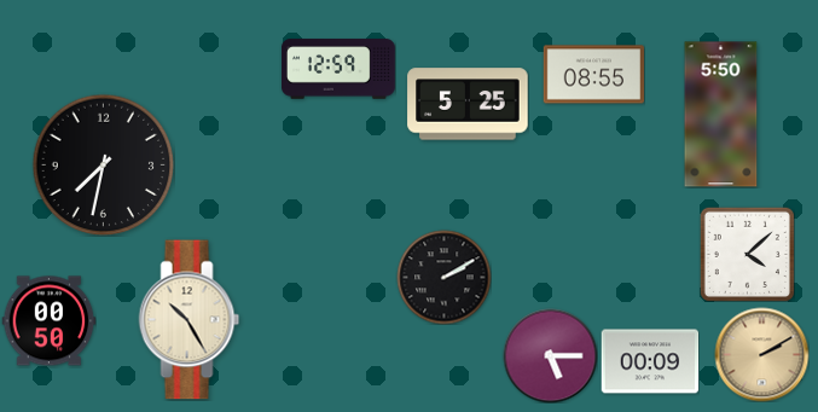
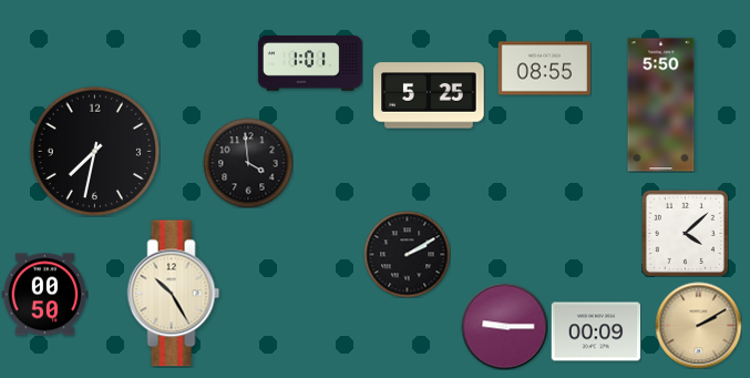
clock at (338, 69): 12:59 -> 1:01
clock at (248, 163): none -> 3:59
clock at (550, 355): 5:15 -> 9:15
